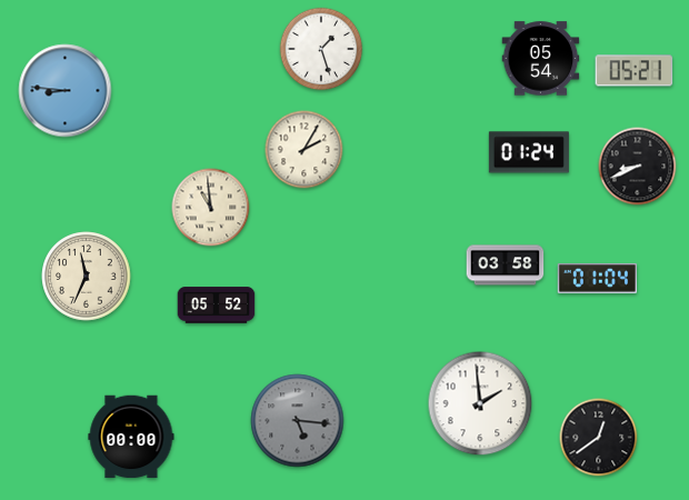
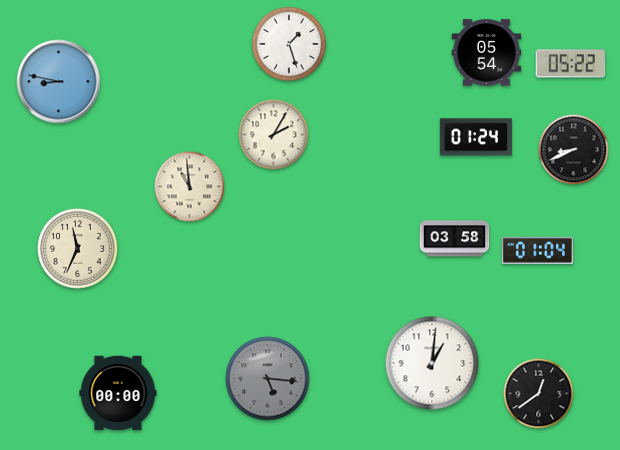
clock at (635, 71): 05:21 -> 05:22
clock at (66, 91): 8:46 -> 8:47
clock at (217, 306): 05:52 -> none
clock at (480, 403): 1:59 -> 1:01
